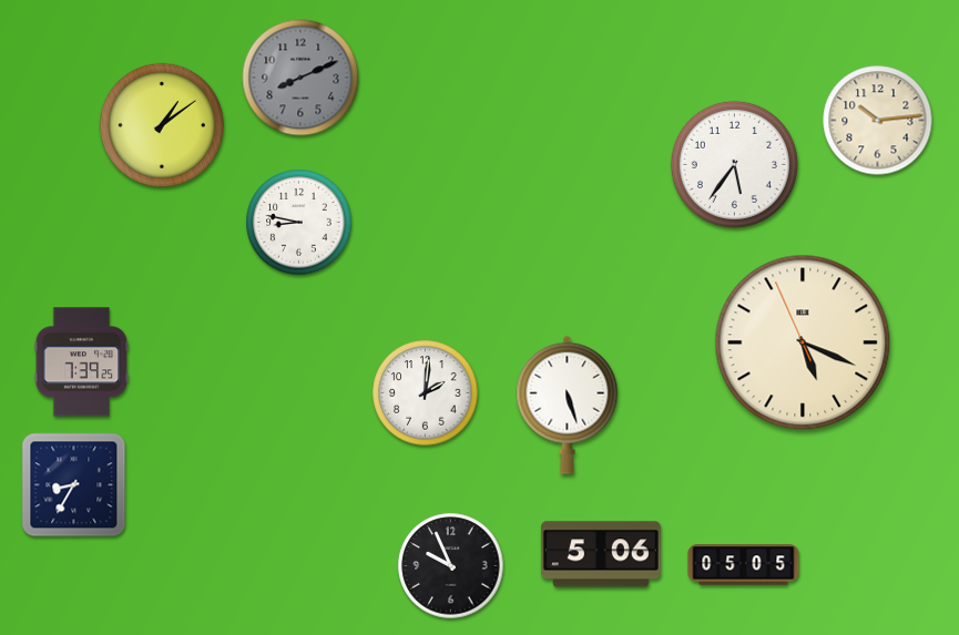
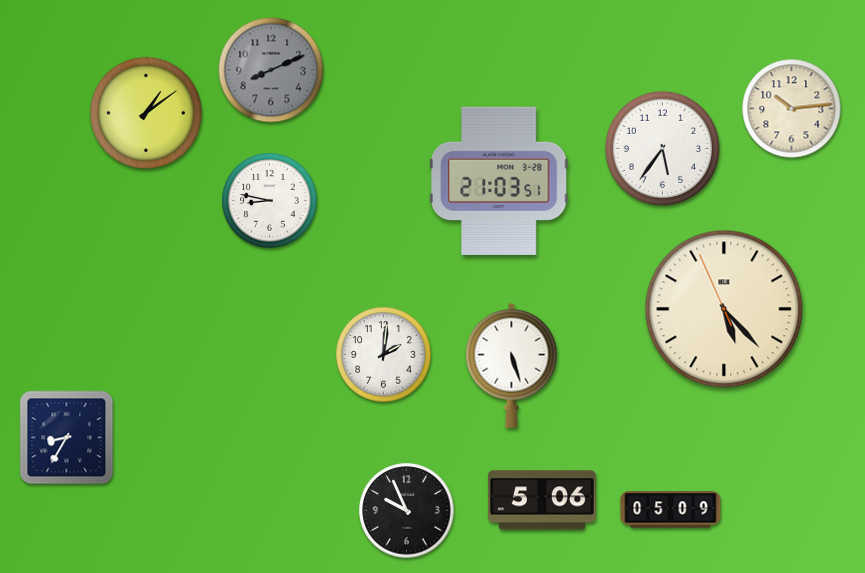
clock at (499, 181): none -> 21:03
clock at (803, 342): 5:18 -> 5:22
clock at (82, 362): 7:39 -> none
clock at (744, 565): 05:05 -> 05:09
